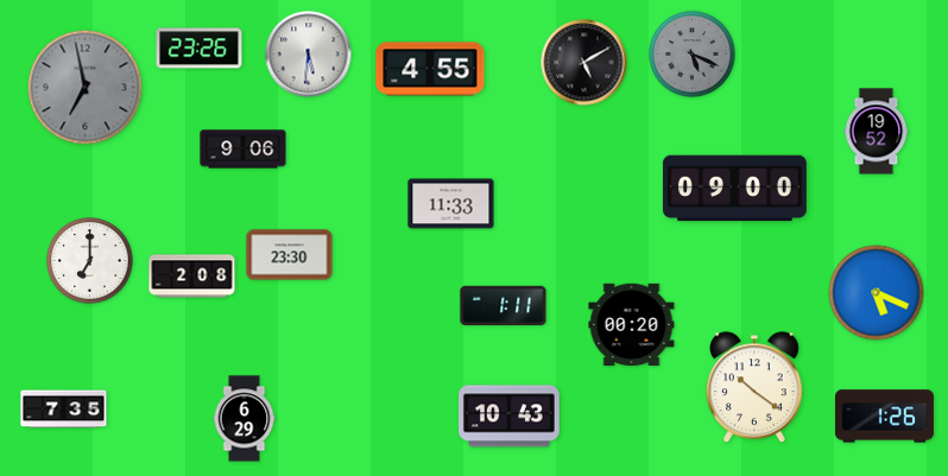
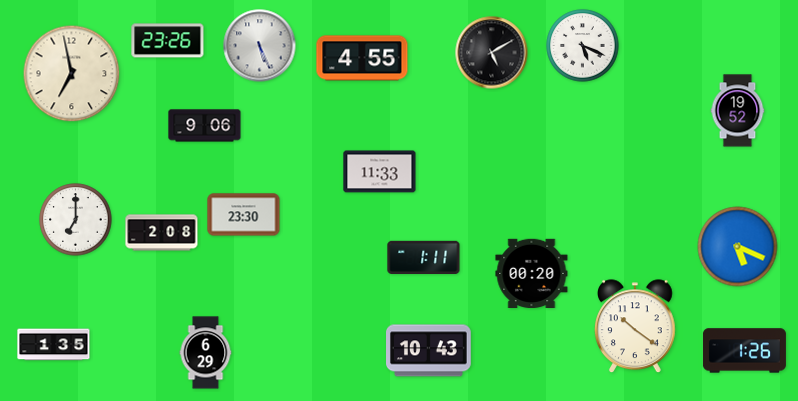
clock at (309, 55): 5:31 -> 5:26
clock at (693, 55) dial: grey -> white
clock at (86, 88) dial: grey -> cream
clock at (734, 189): 09:00 -> none
clock at (64, 410): 7:35 -> 1:35
